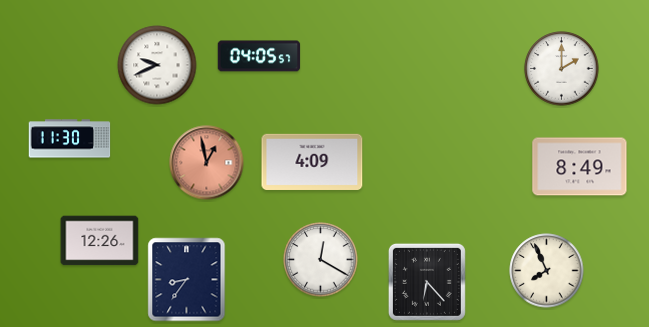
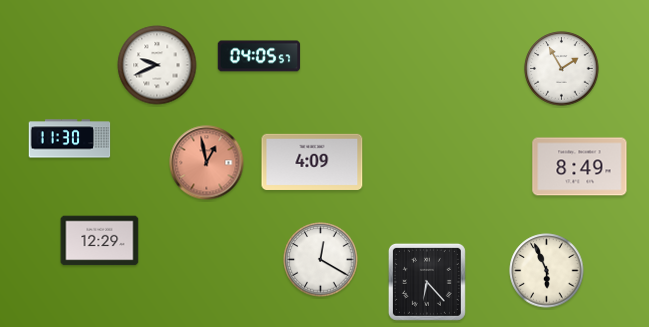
clock at (562, 69): 2:00 -> 1:55
clock at (100, 241): 12:26 -> 12:29
clock at (547, 271): 7:56 -> 5:56
clock at (187, 280): 8:36 -> none
